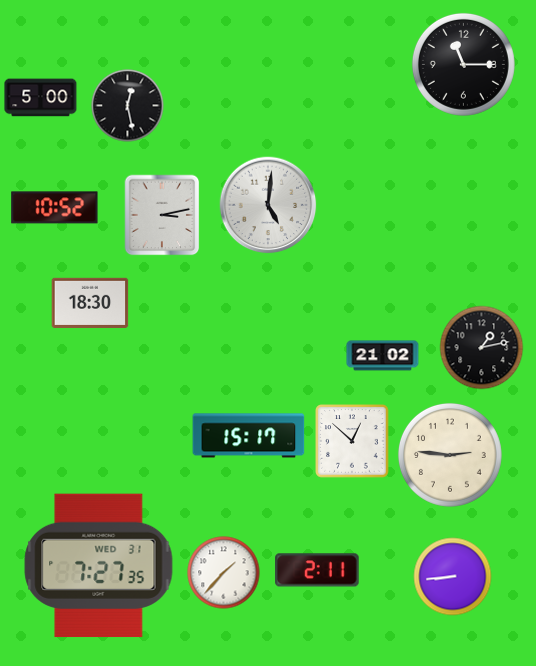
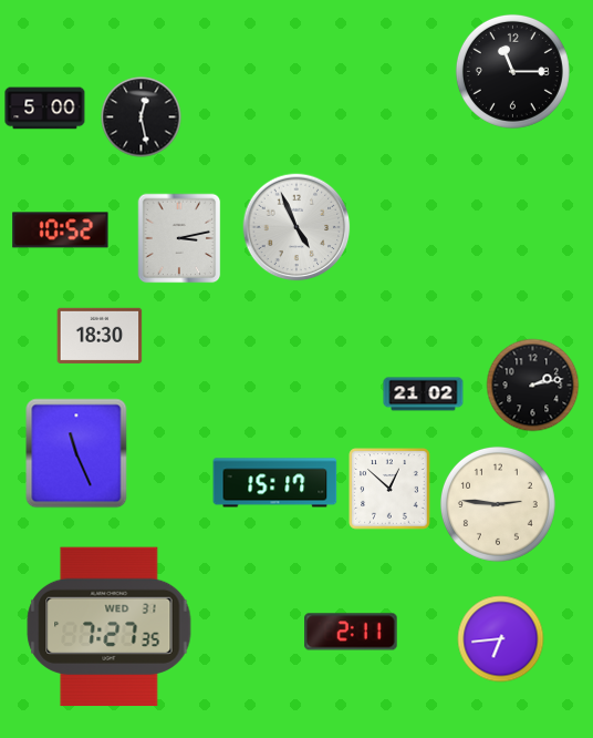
clock at (268, 205): 5:01 -> 4:56
clock at (482, 348): 1:13 -> 2:13
clock at (76, 453): none -> 11:26
clock at (224, 573): 1:37 -> none
clock at (453, 577): 8:44 -> 6:44
